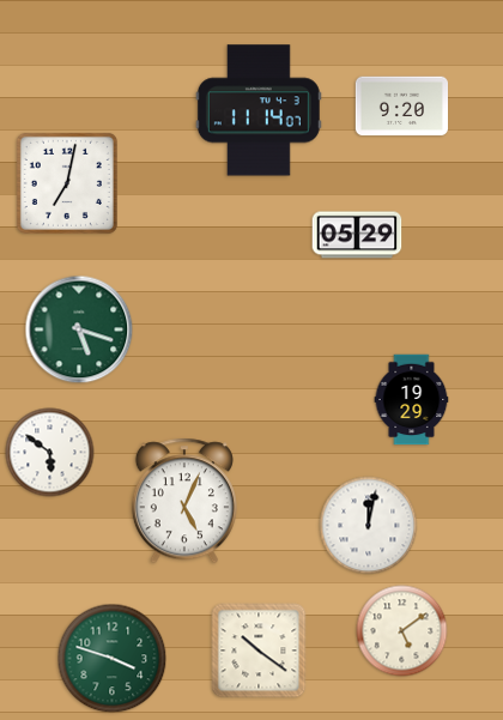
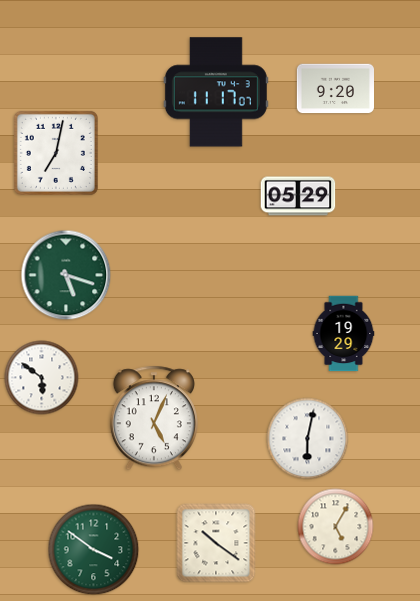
clock at (259, 110): 11:14 -> 11:17
clock at (369, 526): 12:02 -> 6:02
clock at (402, 631): 5:09 -> 5:05
clock at (113, 659): 3:48 -> 3:51
